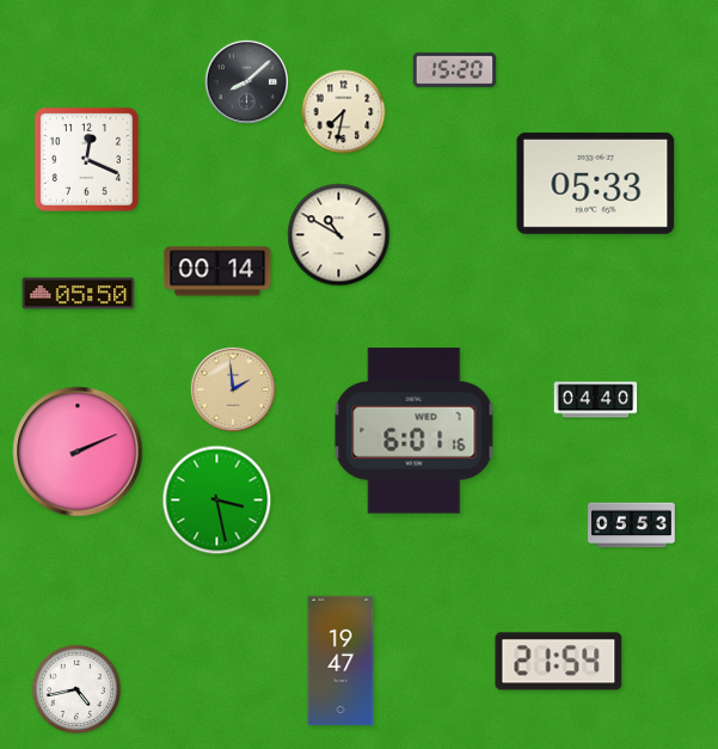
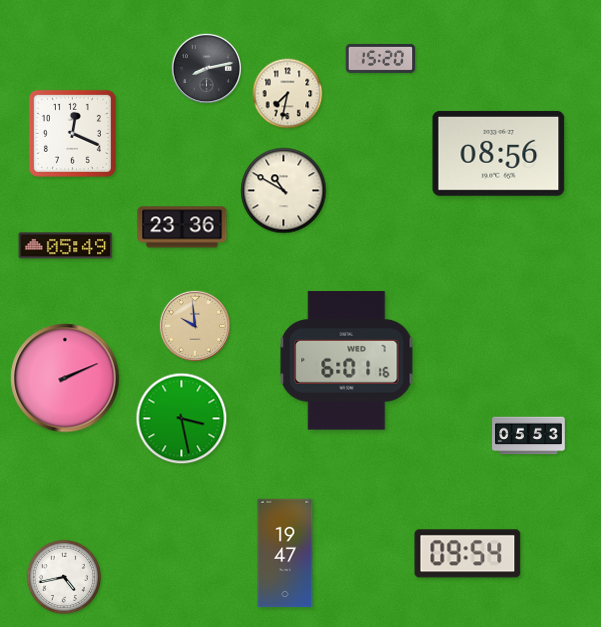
clock at (247, 82): 8:08 -> 8:13
clock at (596, 183): 05:33 -> 08:56
clock at (339, 235) position: (339, 235) -> (284, 191)
clock at (217, 271): 00:14 -> 23:36
clock at (79, 294): 05:50 -> 05:49
clock at (232, 388): 1:59 -> 9:59
clock at (596, 400): 04:40 -> none
clock at (632, 526) position: (632, 526) -> (529, 436)
clock at (559, 662): 21:54 -> 09:54
